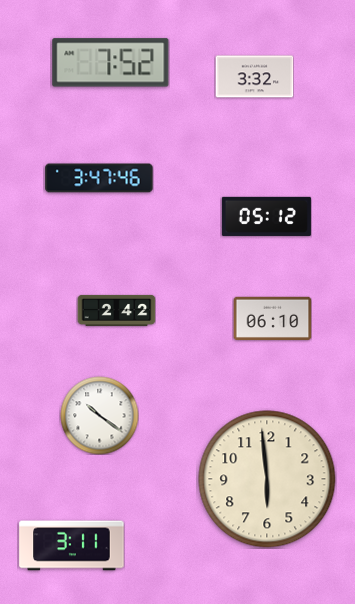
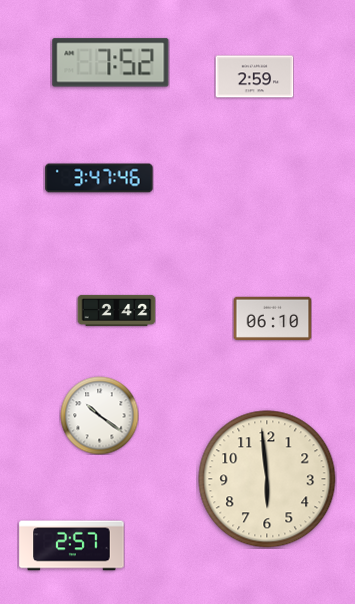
clock at (254, 77): 3:32 -> 2:59
clock at (266, 216): 05:12 -> none
clock at (72, 546): 3:11 -> 2:57
